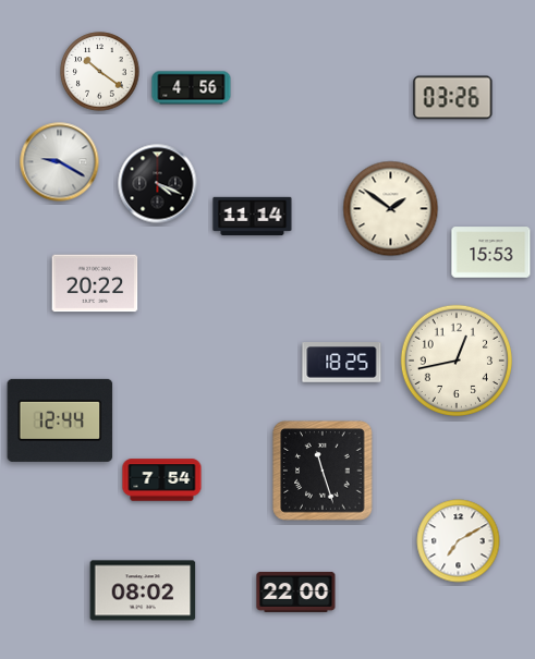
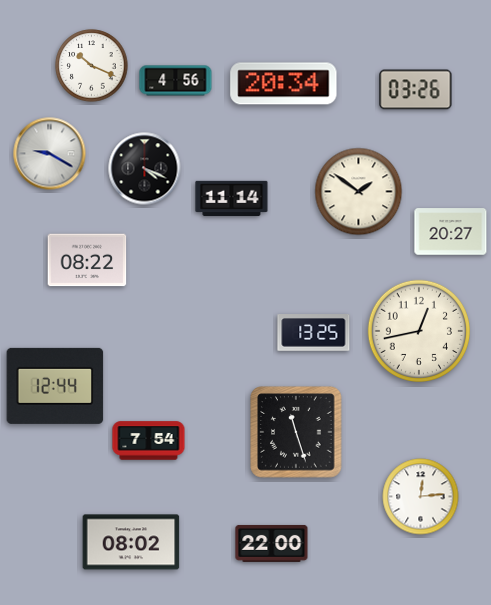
clock at (100, 72): 10:21 -> 10:19
clock at (284, 84): none -> 20:34
clock at (60, 162) position: (60, 162) -> (50, 154)
clock at (491, 253): 15:53 -> 20:27
clock at (95, 283): 20:22 -> 08:22
clock at (342, 363): 18:25 -> 13:25
clock at (459, 541): 7:10 -> 12:14
